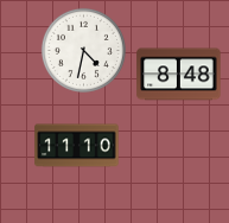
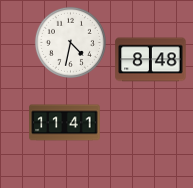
clock at (179, 75) position: (179, 75) -> (151, 60)
clock at (77, 146): 11:10 -> 11:41
